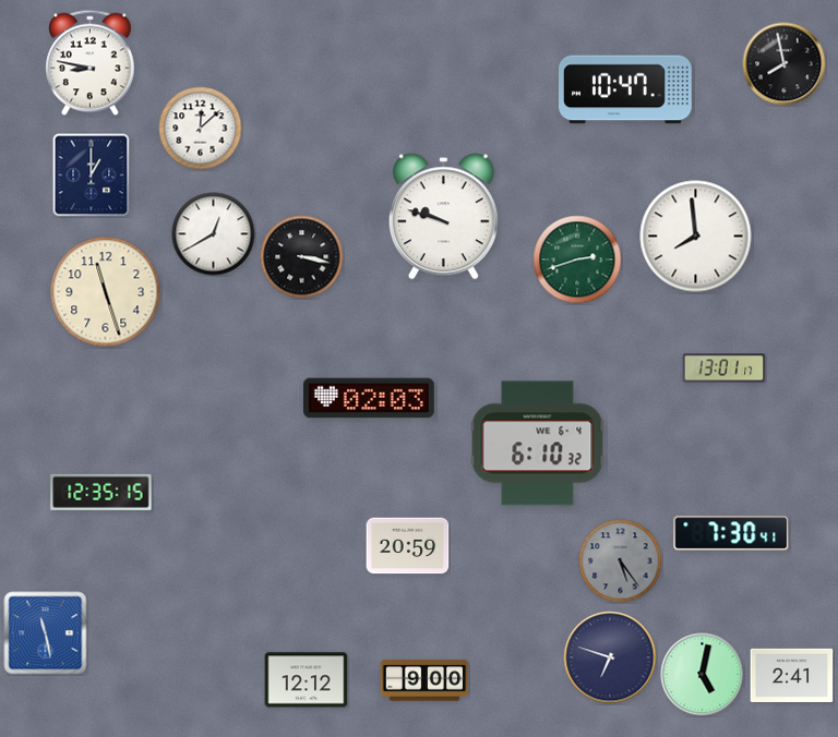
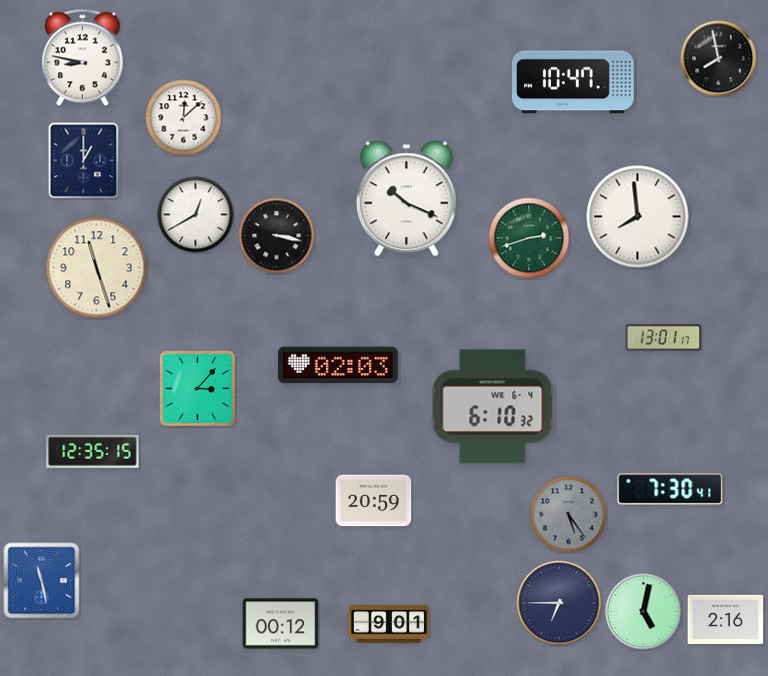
clock at (443, 217): 9:48 -> 10:19
clock at (198, 389): none -> 3:07
clock at (610, 657): 6:48 -> 6:45
clock at (703, 675) position: (703, 675) -> (644, 612)
clock at (792, 675): 2:41 -> 2:16
clock at (307, 680): 12:12 -> 00:12
clock at (424, 680): 9:00 -> 9:01
